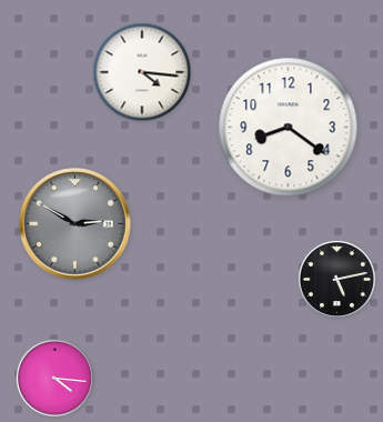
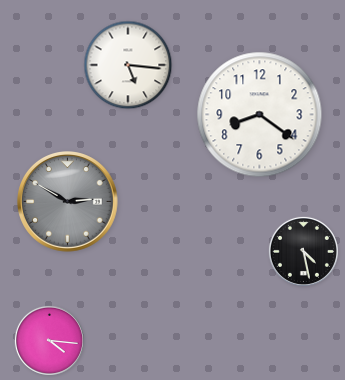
clock at (142, 72): 4:16 -> 5:16
clock at (336, 279): 5:13 -> 4:28
